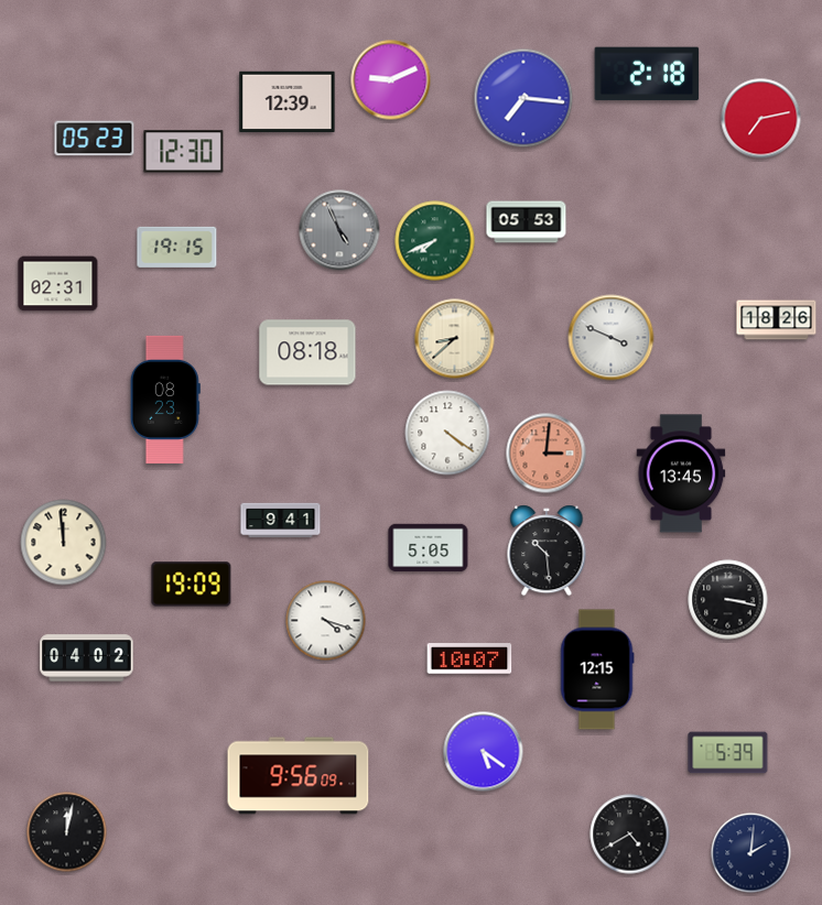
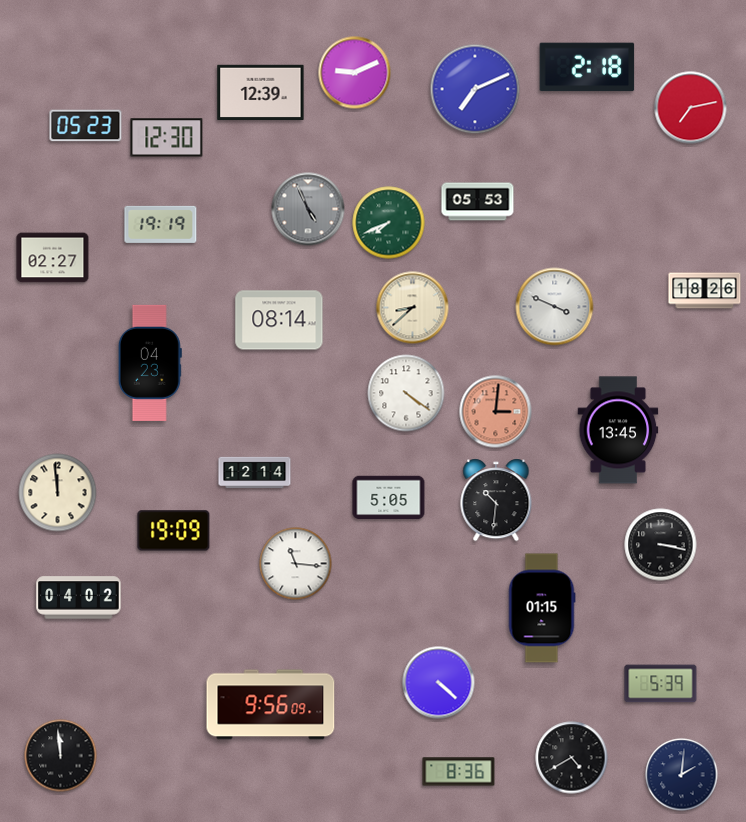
clock at (523, 98): 7:16 -> 7:11
clock at (435, 241) position: (435, 241) -> (389, 223)
clock at (177, 247): 19:15 -> 19:19
clock at (58, 284): 02:31 -> 02:27
clock at (307, 352): 08:18 -> 08:14
clock at (165, 400): 08:23 -> 04:23
clock at (281, 521): 9:41 -> 12:14
clock at (547, 550): 10:29 -> 10:31
clock at (326, 621): 4:18 -> 11:16
clock at (469, 658): 10:07 -> none
clock at (597, 669): 12:15 -> 01:15
clock at (484, 752): 5:21 -> 4:22
clock at (67, 832): 12:02 -> 11:59
clock at (459, 772): none -> 8:36
